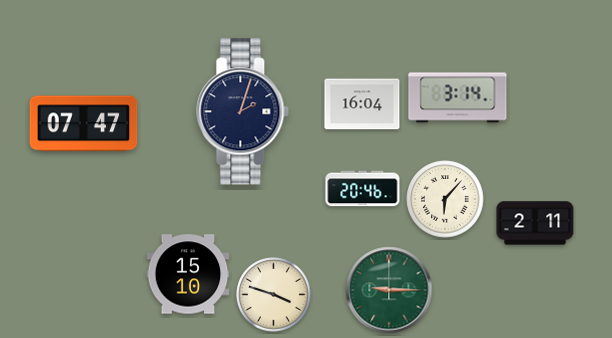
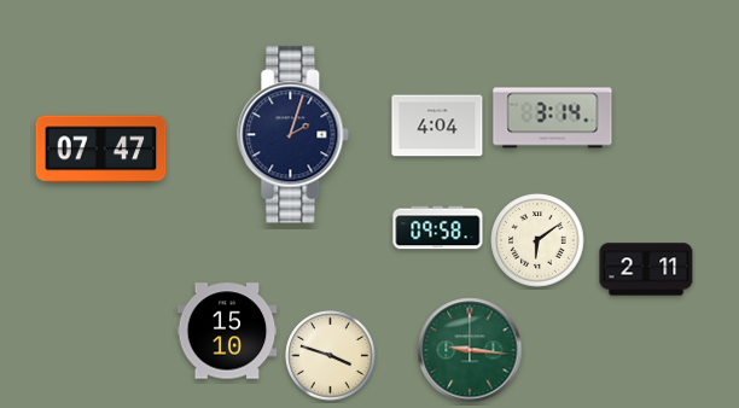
clock at (362, 104): 16:04 -> 4:04
clock at (363, 189): 20:46 -> 09:58
clock at (445, 199): 6:07 -> 6:09
clock at (389, 290): 9:15 -> 9:16
